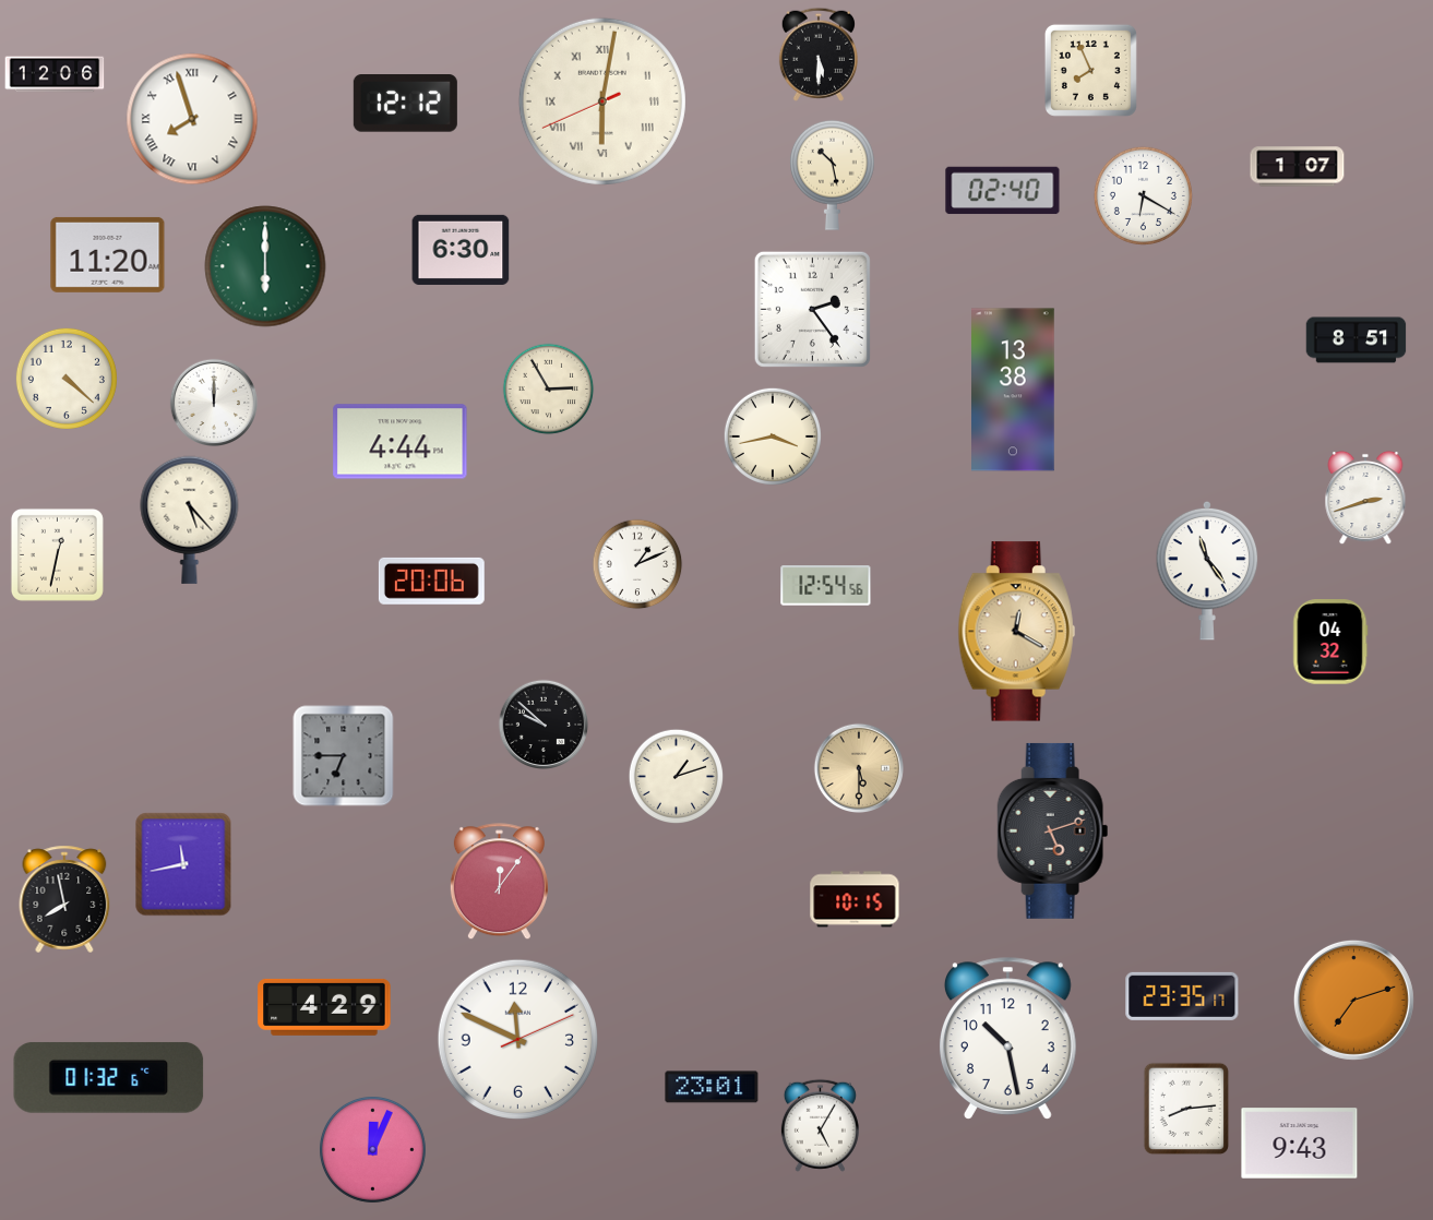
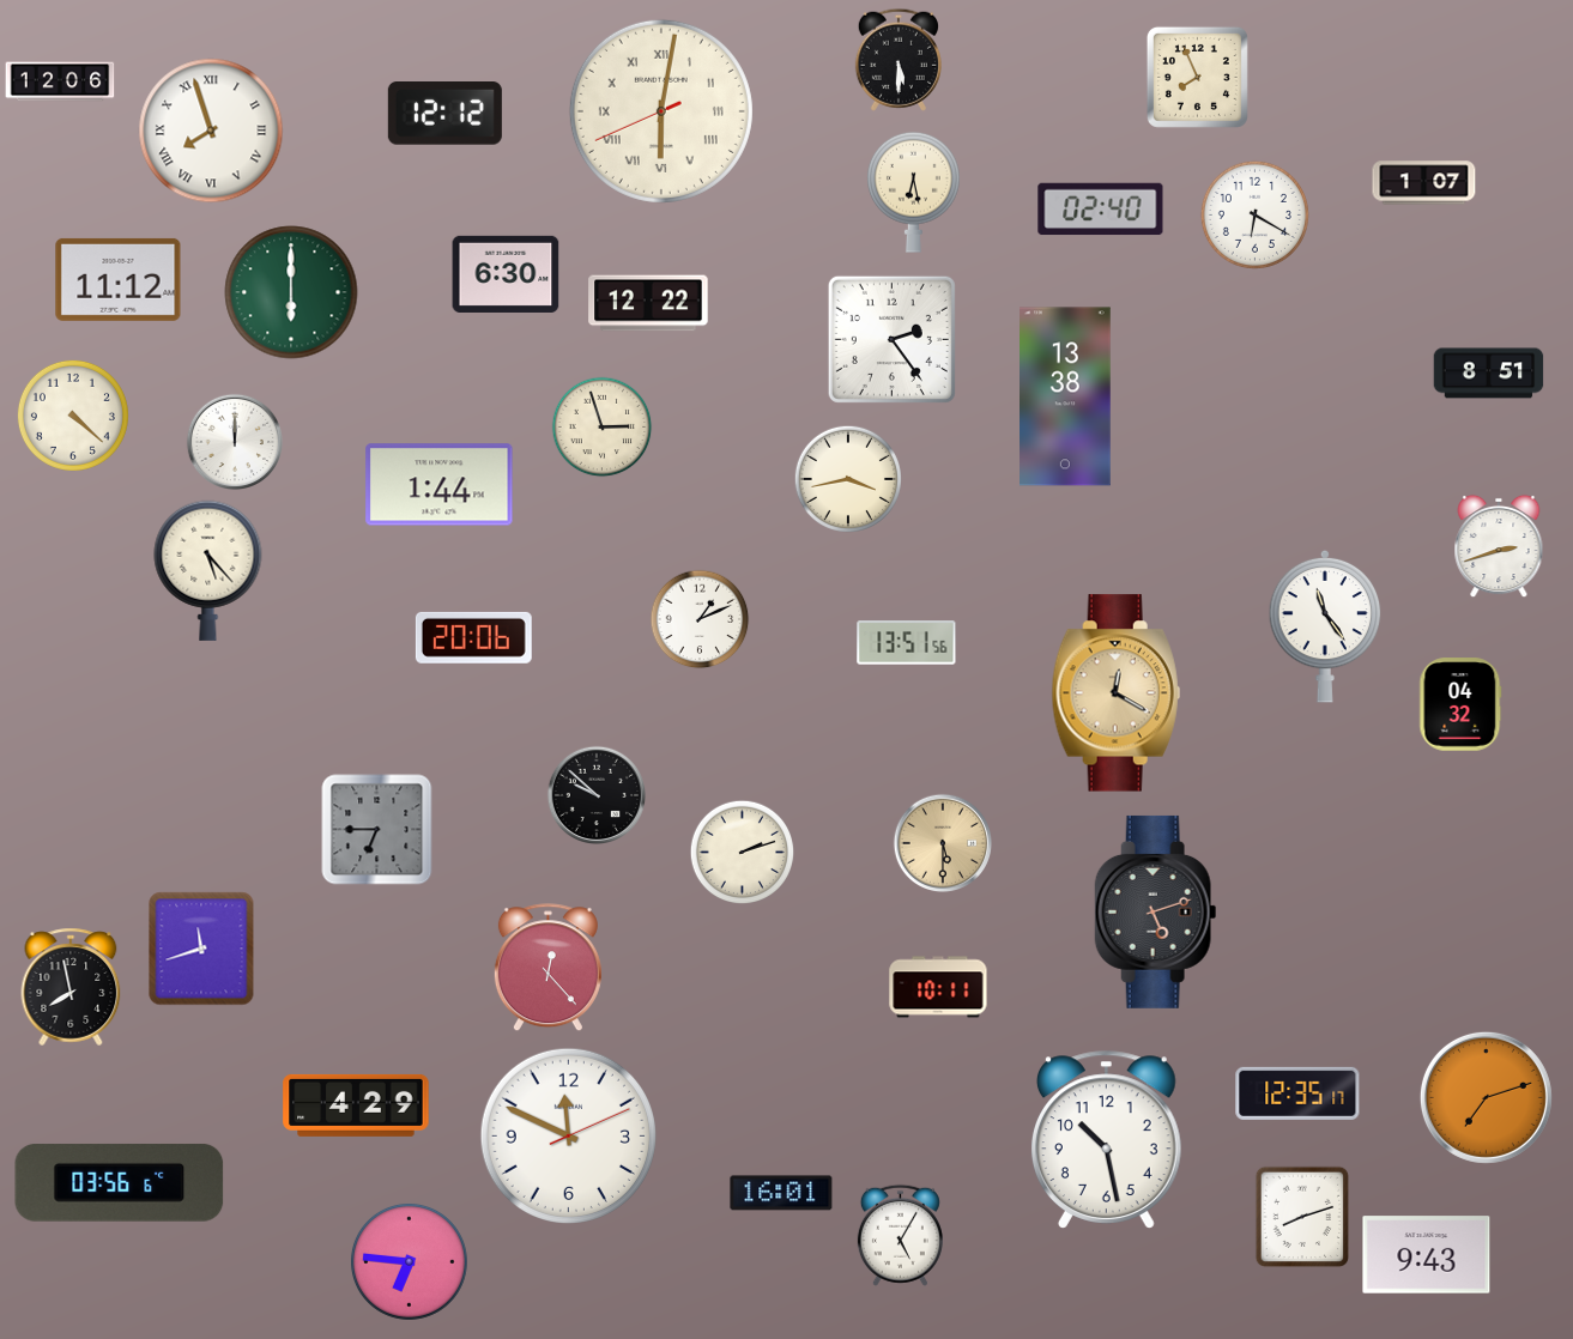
clock at (833, 175): 10:28 -> 6:28
clock at (108, 254): 11:20 -> 11:12
clock at (648, 303): none -> 12:22
clock at (549, 390): 2:55 -> 2:57
clock at (1014, 390) position: (1014, 390) -> (1066, 396)
clock at (401, 442): 4:44 -> 1:44
clock at (57, 554): 12:32 -> none
clock at (826, 586): 12:54 -> 13:51
clock at (677, 777): 1:12 -> 2:12
clock at (183, 864): 11:43 -> 11:42
clock at (499, 882): 12:06 -> 12:23
clock at (855, 899): 10:15 -> 10:11
clock at (1182, 996): 23:35 -> 12:35
clock at (517, 1039) position: (517, 1039) -> (568, 1135)
clock at (109, 1077): 01:32 -> 03:56
clock at (712, 1087): 23:01 -> 16:01
clock at (1186, 1109): 8:14 -> 8:12
clock at (372, 1149): 12:04 -> 6:46
